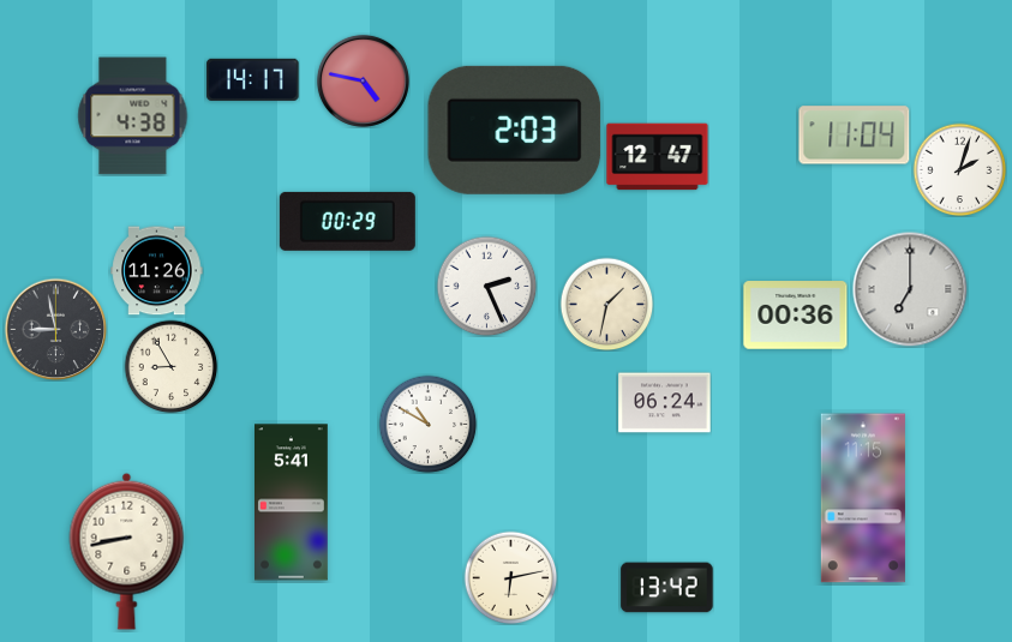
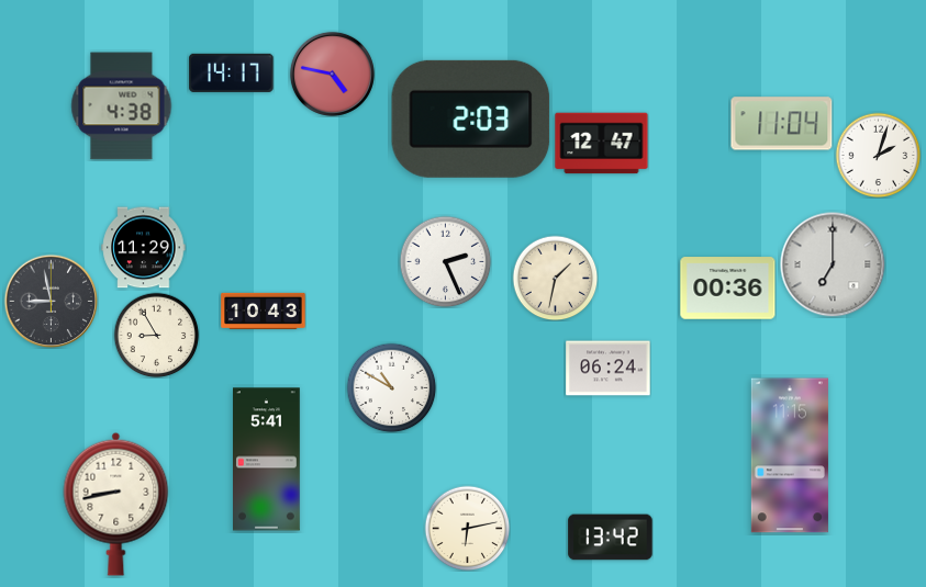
clock at (347, 221): 00:29 -> none
clock at (157, 271): 11:26 -> 11:29
clock at (264, 311): none -> 10:43
